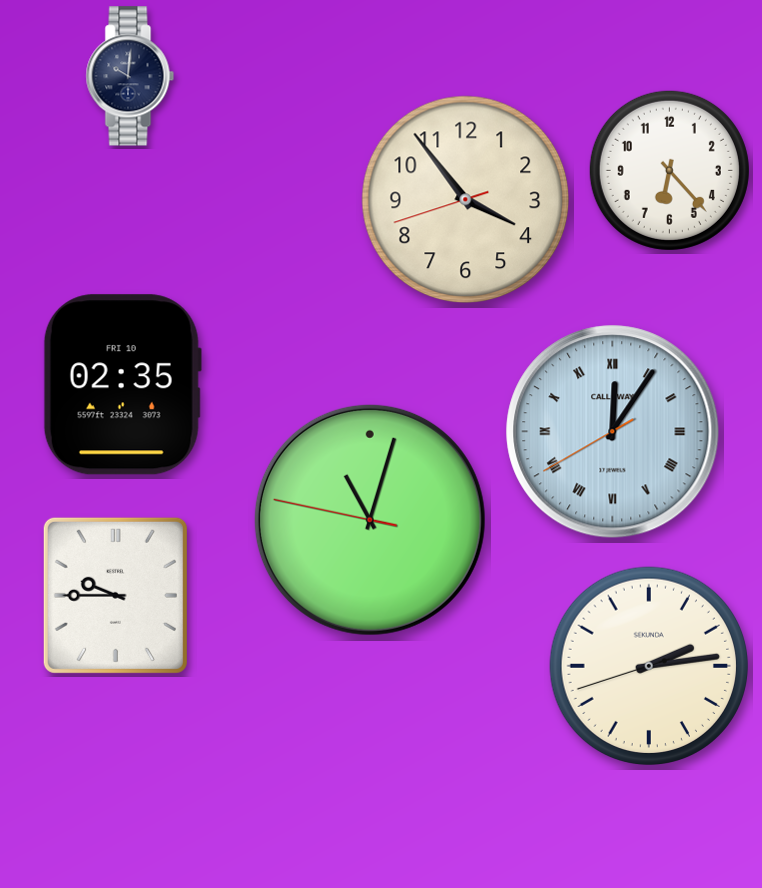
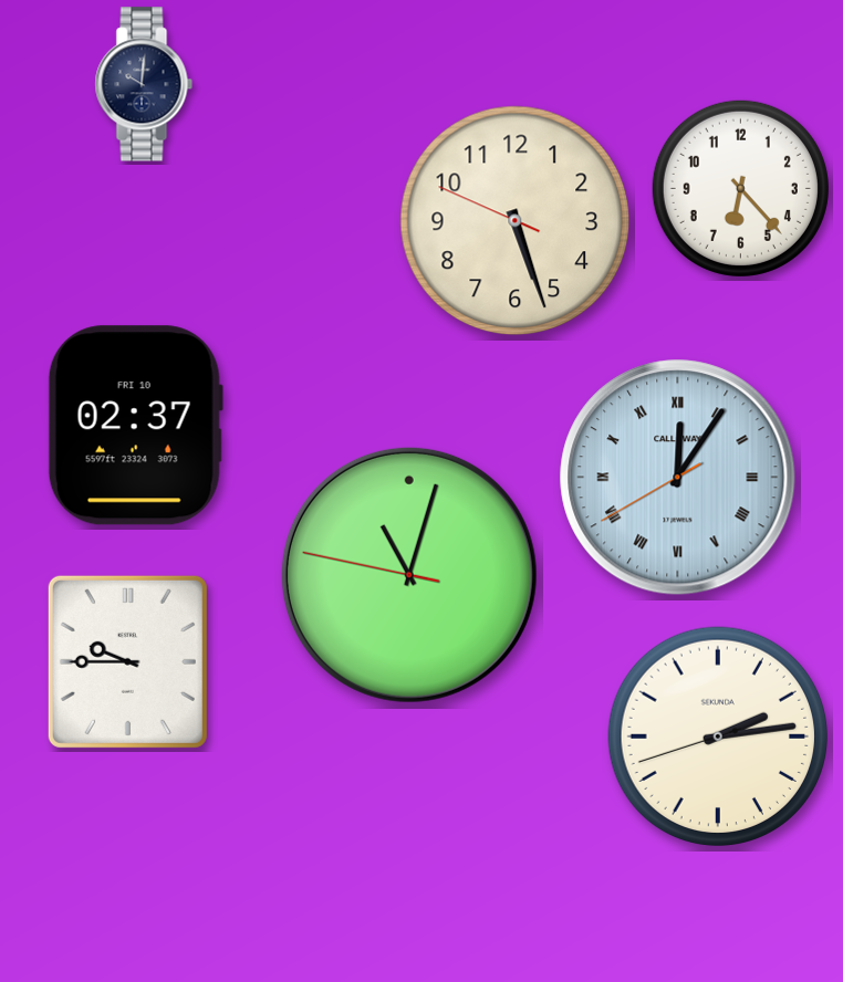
clock at (466, 200): 3:53 -> 5:26
clock at (122, 385): 02:35 -> 02:37
clock at (115, 595) position: (115, 595) -> (127, 661)
